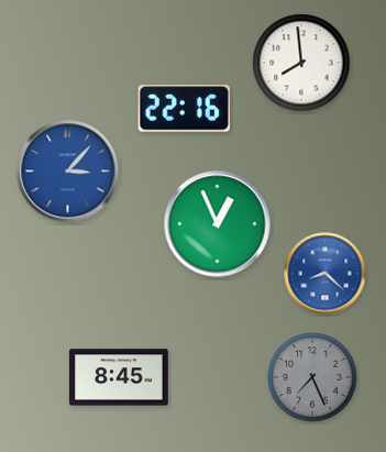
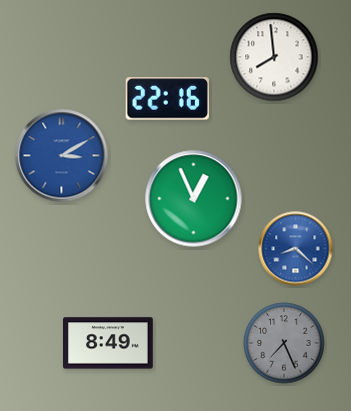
clock at (68, 172): 3:07 -> 3:10
clock at (218, 224) position: (218, 224) -> (194, 199)
clock at (120, 377): 8:45 -> 8:49
